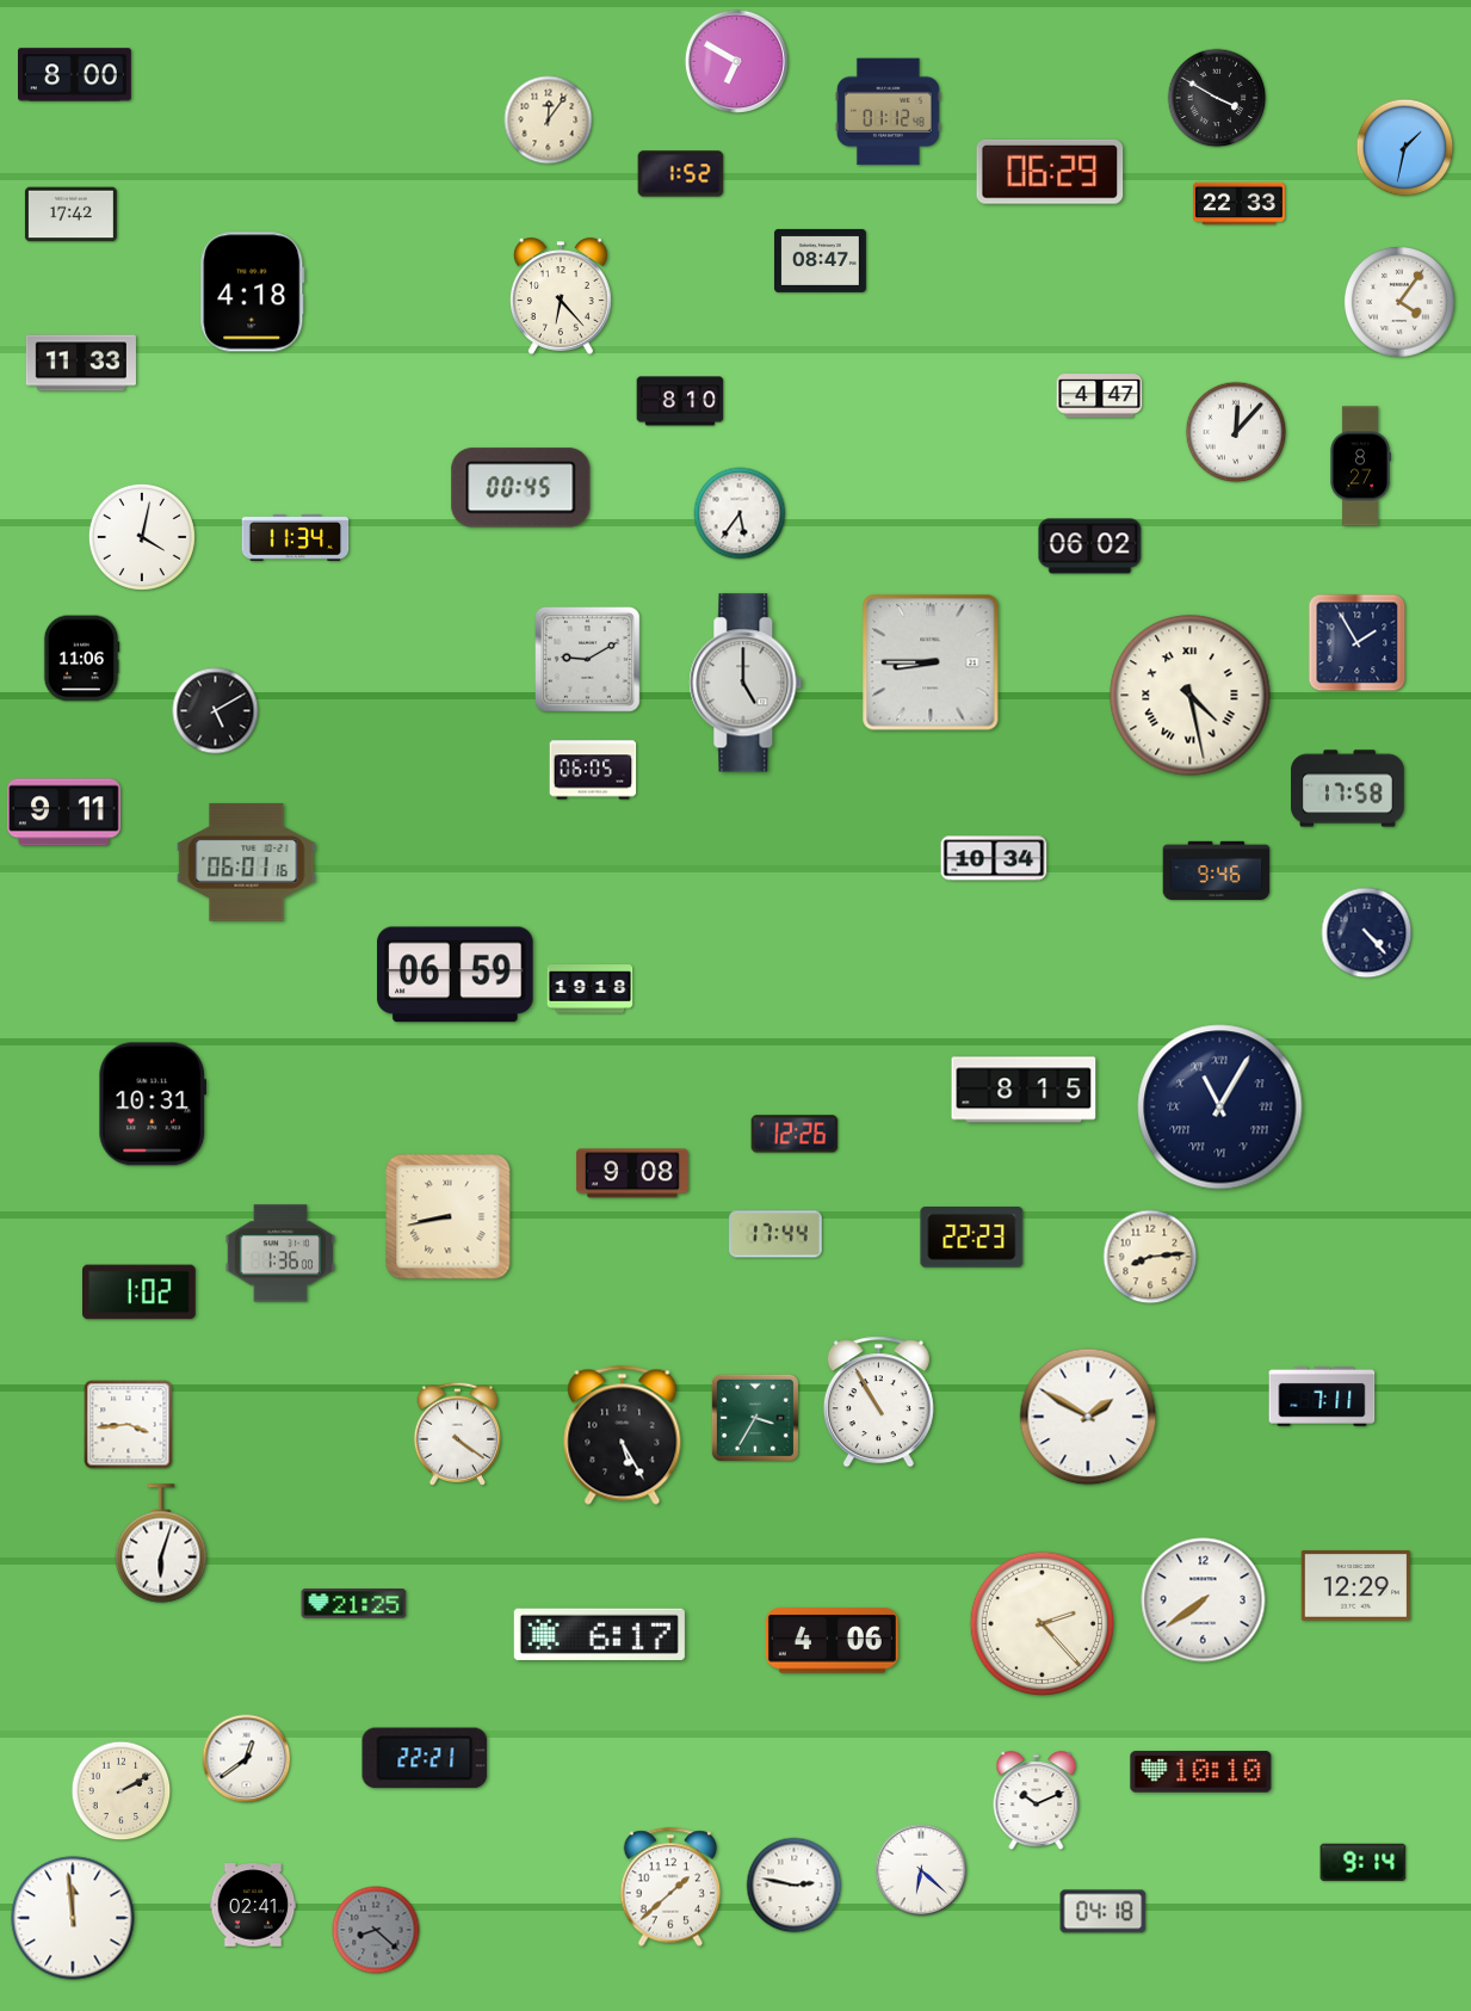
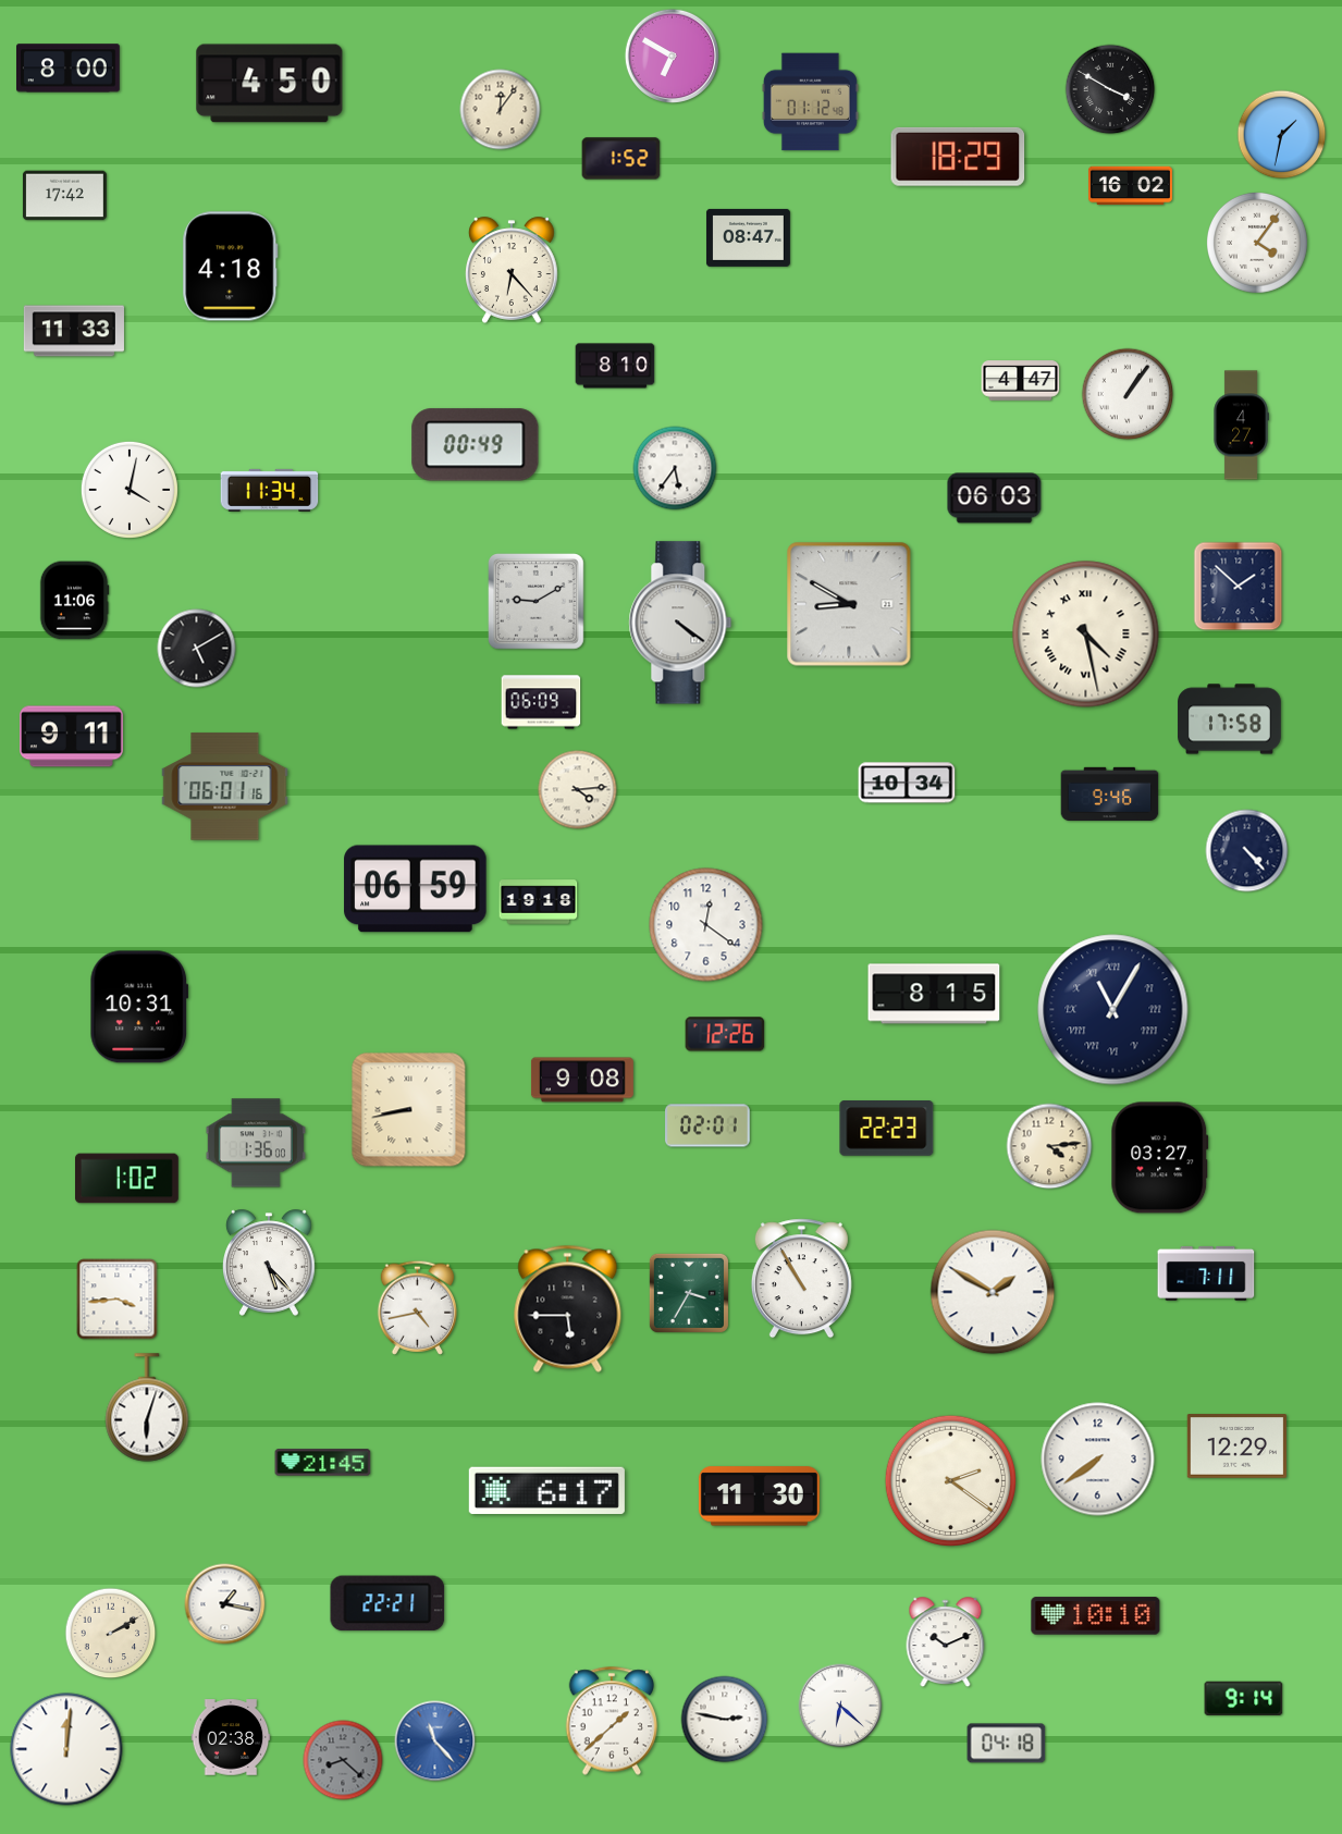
clock at (270, 84): none -> 4:50
clock at (1050, 172): 06:29 -> 18:29
clock at (1238, 204): 22:33 -> 16:02
clock at (1399, 302) position: (1399, 302) -> (1257, 243)
clock at (1100, 396) position: (1100, 396) -> (1021, 381)
clock at (680, 401) position: (680, 401) -> (615, 366)
clock at (1236, 432): 12:07 -> 1:06
clock at (1360, 467): 8:27 -> 4:27
clock at (521, 488): 00:45 -> 00:49
clock at (1090, 547): 06:02 -> 06:03
clock at (1358, 643): 1:55 -> 1:52
clock at (931, 662): 8:45 -> 8:50
clock at (746, 683): 5:00 -> 4:21
clock at (593, 770): 06:05 -> 06:09
clock at (64, 813) position: (64, 813) -> (72, 737)
clock at (578, 790): none -> 4:14
clock at (706, 925): none -> 12:21
clock at (632, 1173) position: (632, 1173) -> (582, 1080)
clock at (777, 1234): 17:44 -> 02:01
clock at (1150, 1257): 8:14 -> 4:14
clock at (1160, 1158): none -> 03:27
clock at (270, 1263): none -> 5:23
clock at (457, 1433): 4:21 -> 4:43
clock at (623, 1435): 5:25 -> 5:45
clock at (354, 1604): 21:25 -> 21:45
clock at (1043, 1624): 2:23 -> 2:21
clock at (832, 1641): 4:06 -> 11:30
clock at (247, 1759): 12:39 -> 1:17
clock at (253, 1905): 02:41 -> 02:38
clock at (435, 1741): none -> 11:23
clock at (73, 1918): 11:59 -> 12:01
